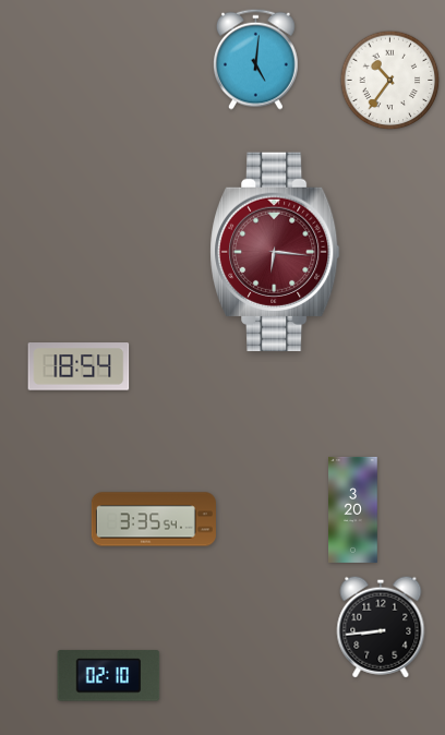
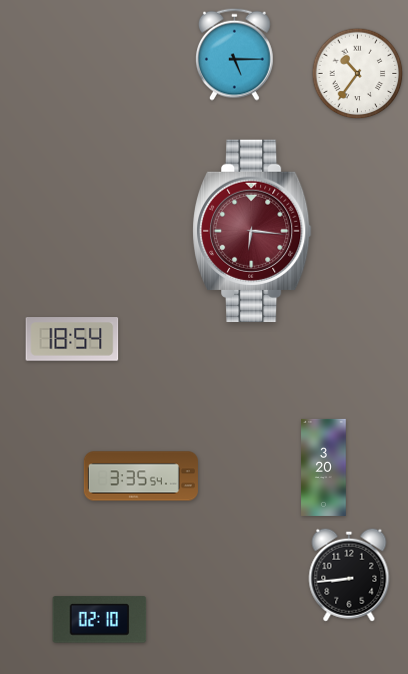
clock at (256, 59): 5:01 -> 5:15
clock at (79, 366) position: (79, 366) -> (72, 339)
